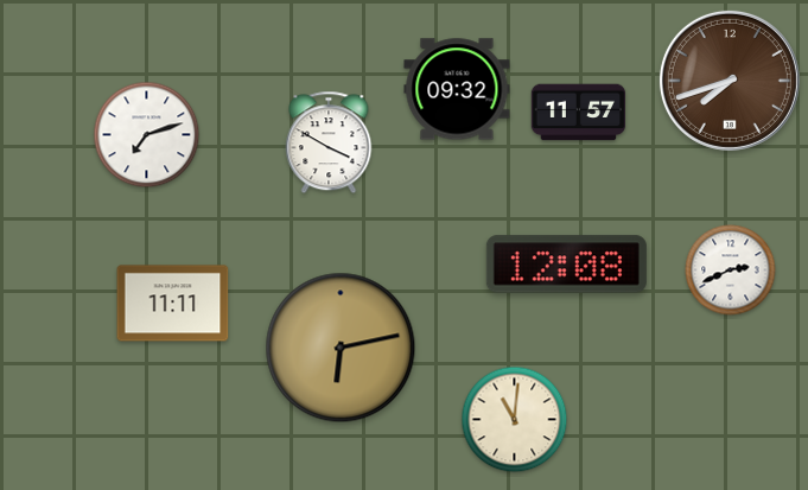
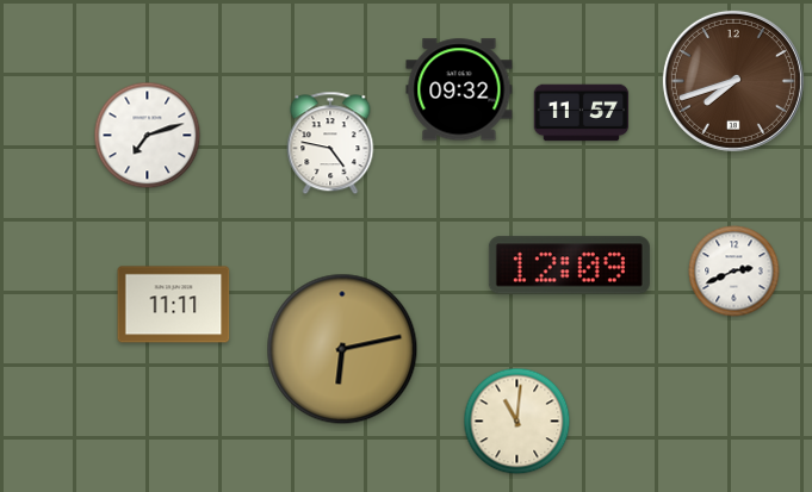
clock at (329, 142): 3:50 -> 4:47
clock at (566, 265): 12:08 -> 12:09
